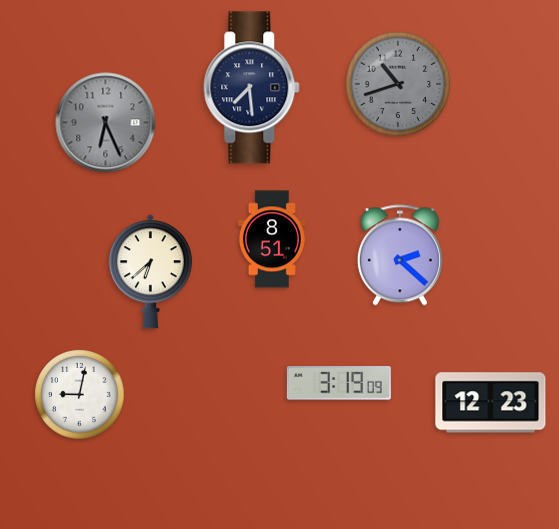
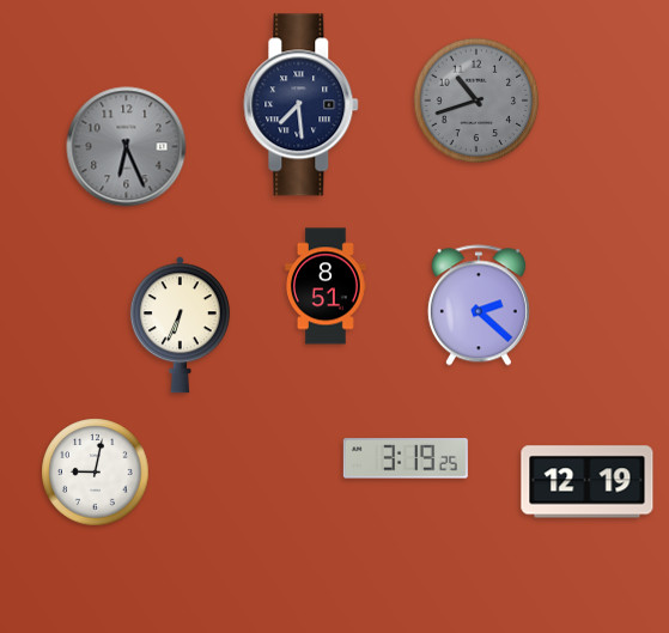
clock at (150, 272): 6:38 -> 6:34
clock at (339, 383): 3:19:09 -> 3:19:25
clock at (491, 403): 12:23 -> 12:19
